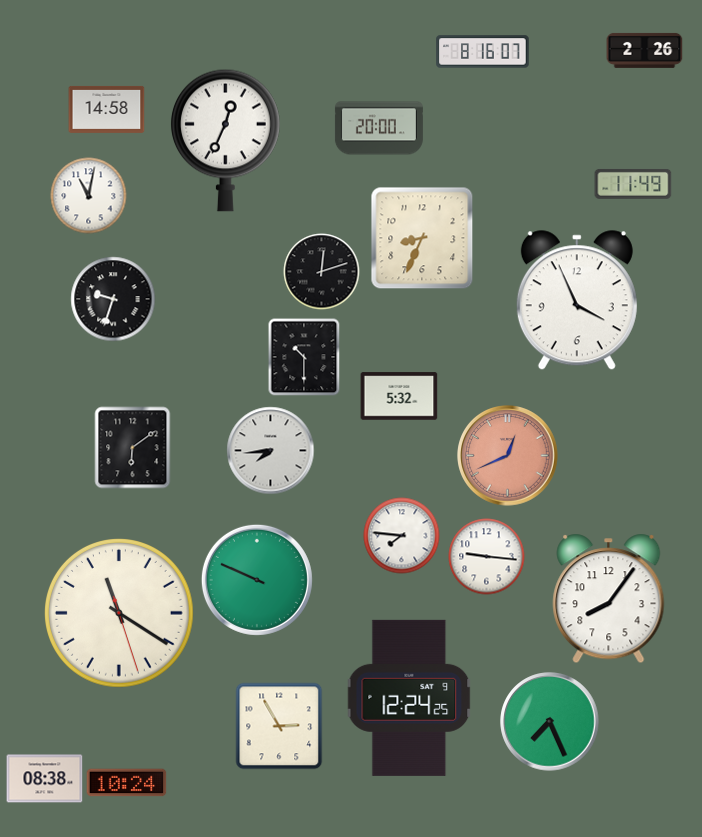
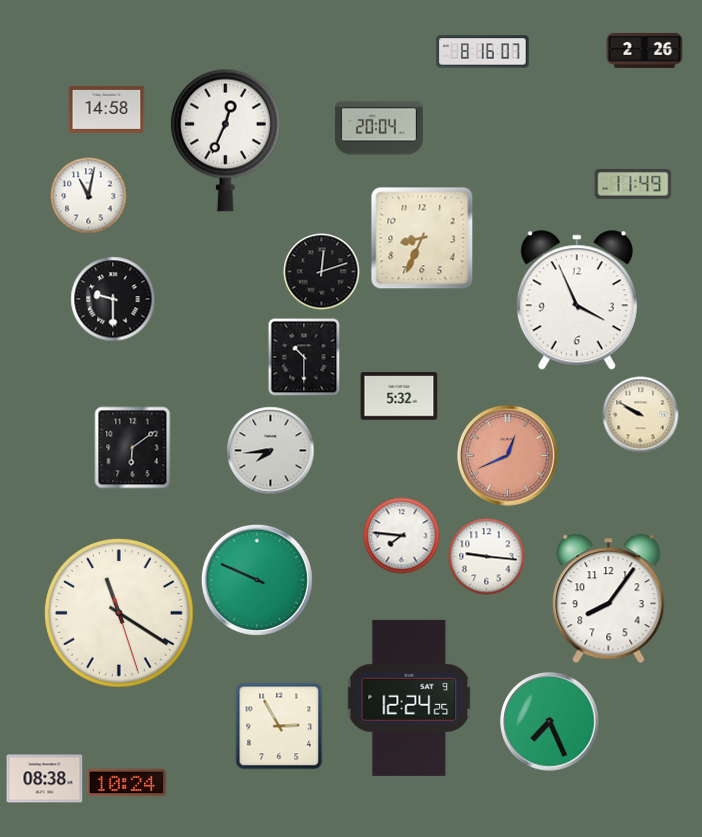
clock at (379, 128): 20:00 -> 20:04
clock at (113, 299): 9:33 -> 9:30
clock at (641, 415): none -> 9:50
